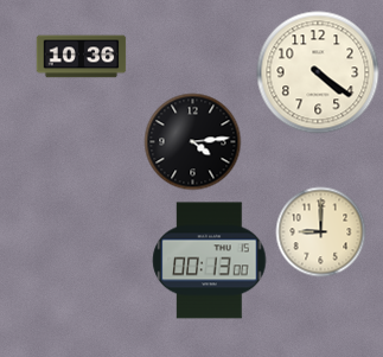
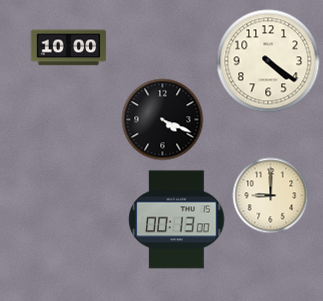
clock at (82, 57): 10:36 -> 10:00
clock at (193, 142): 4:14 -> 4:19
